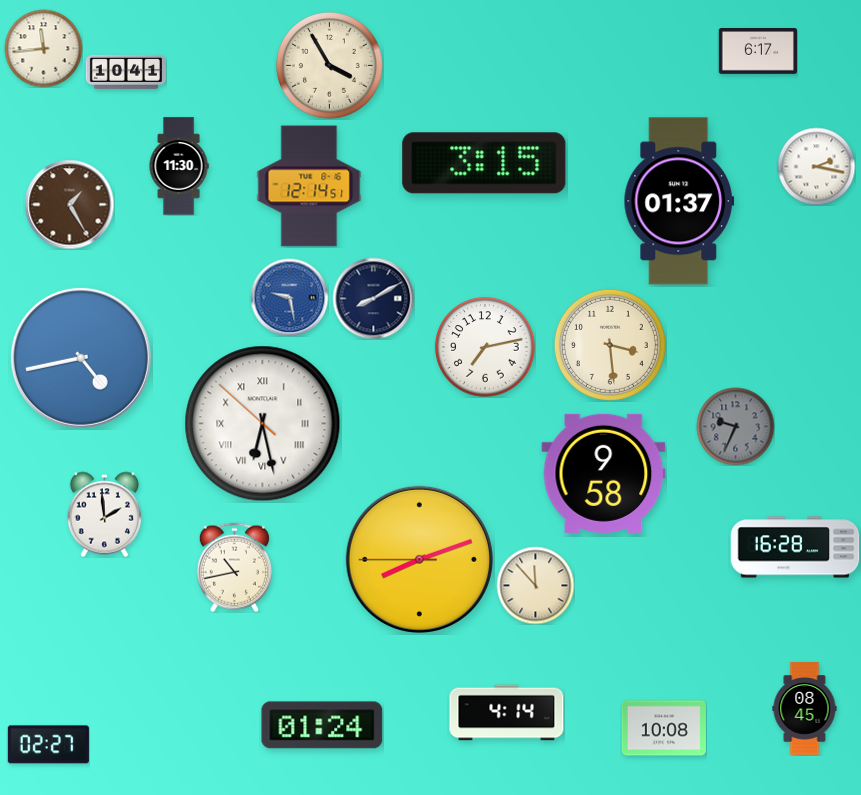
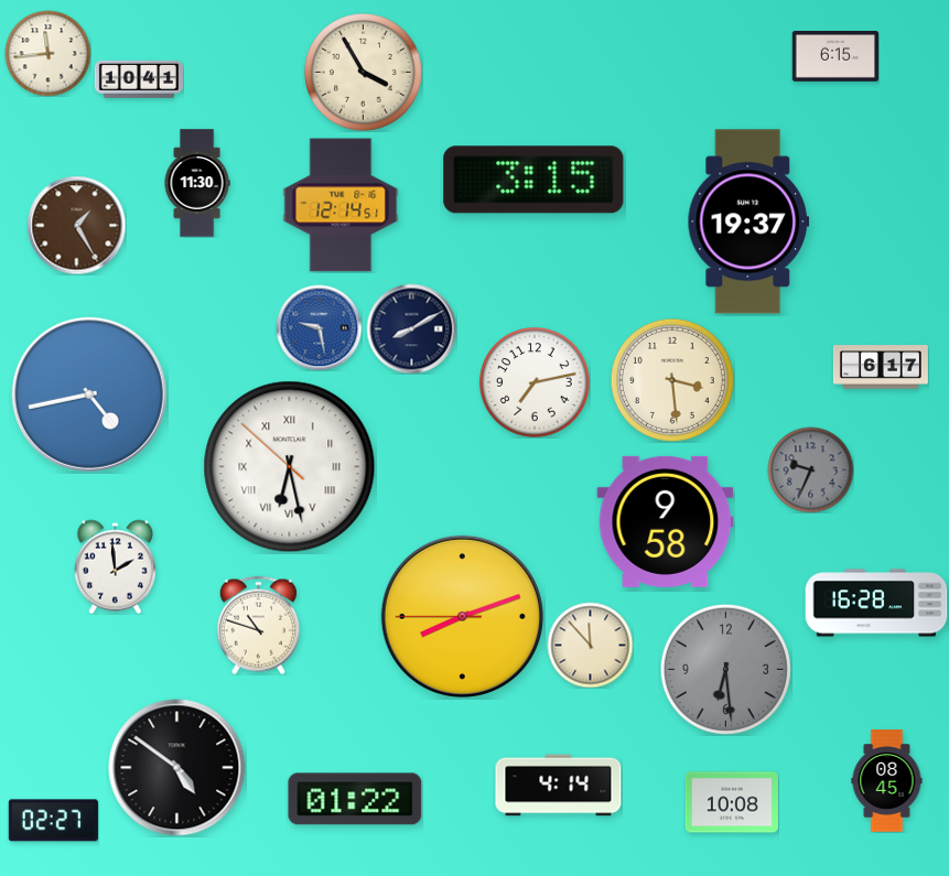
clock at (758, 52): 6:17 -> 6:15
clock at (816, 166): 2:17 -> none
clock at (679, 201): 01:37 -> 19:37
clock at (881, 367): none -> 6:17
clock at (234, 567): 10:43 -> 10:48
clock at (725, 669): none -> 6:29
clock at (177, 768): none -> 4:51
clock at (322, 725): 01:24 -> 01:22
